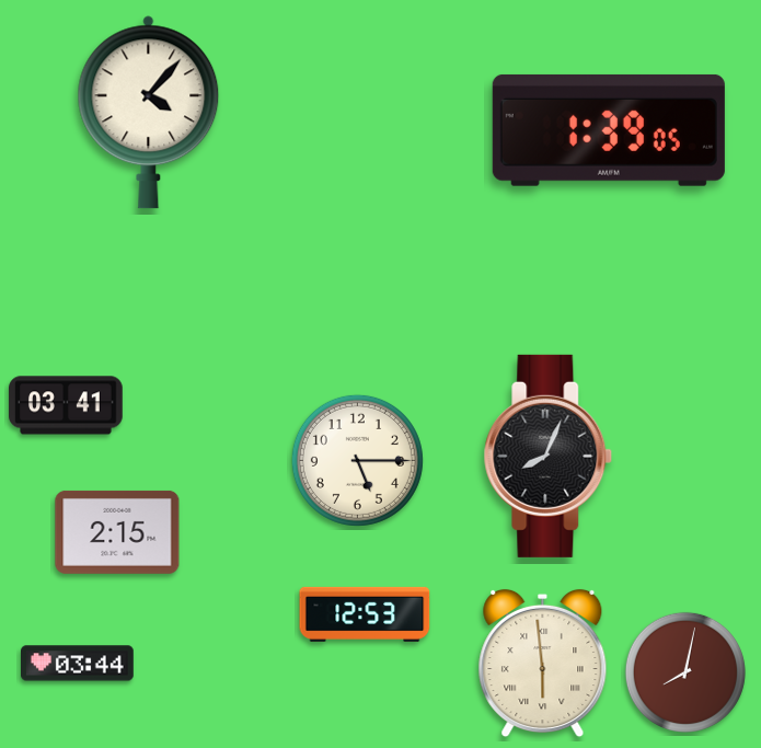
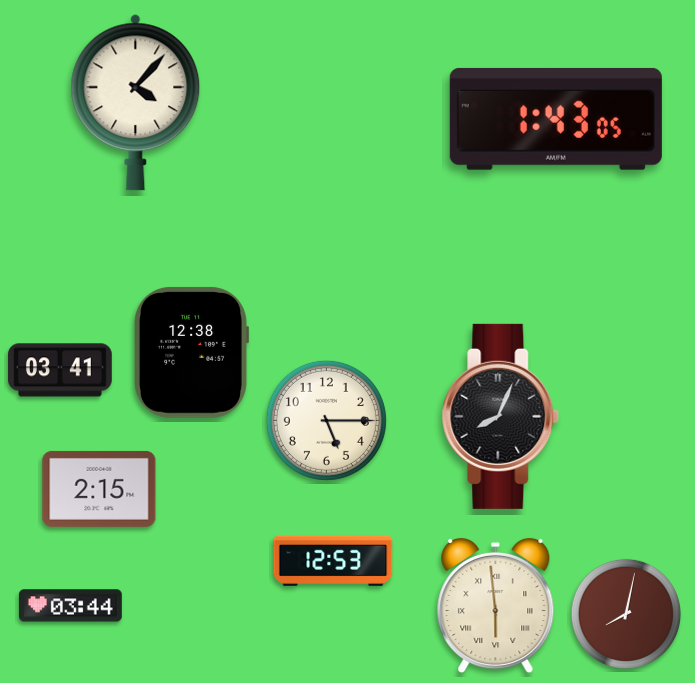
clock at (609, 130): 1:39 -> 1:43
clock at (192, 352): none -> 12:38
clock at (117, 532) position: (117, 532) -> (99, 489)
